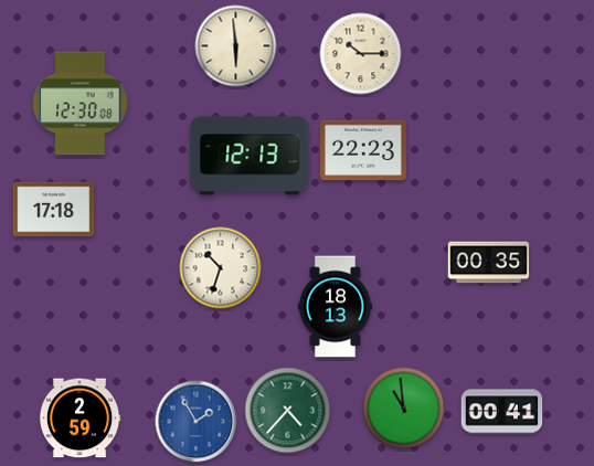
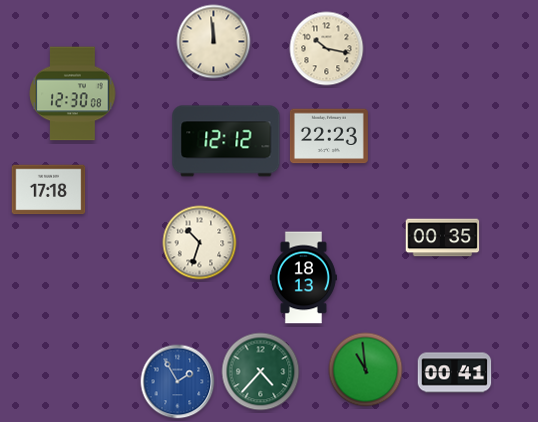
clock at (236, 46): 5:59 -> 11:59
clock at (361, 54): 10:15 -> 10:17
clock at (250, 156): 12:13 -> 12:12
clock at (79, 419): 2:59 -> none
